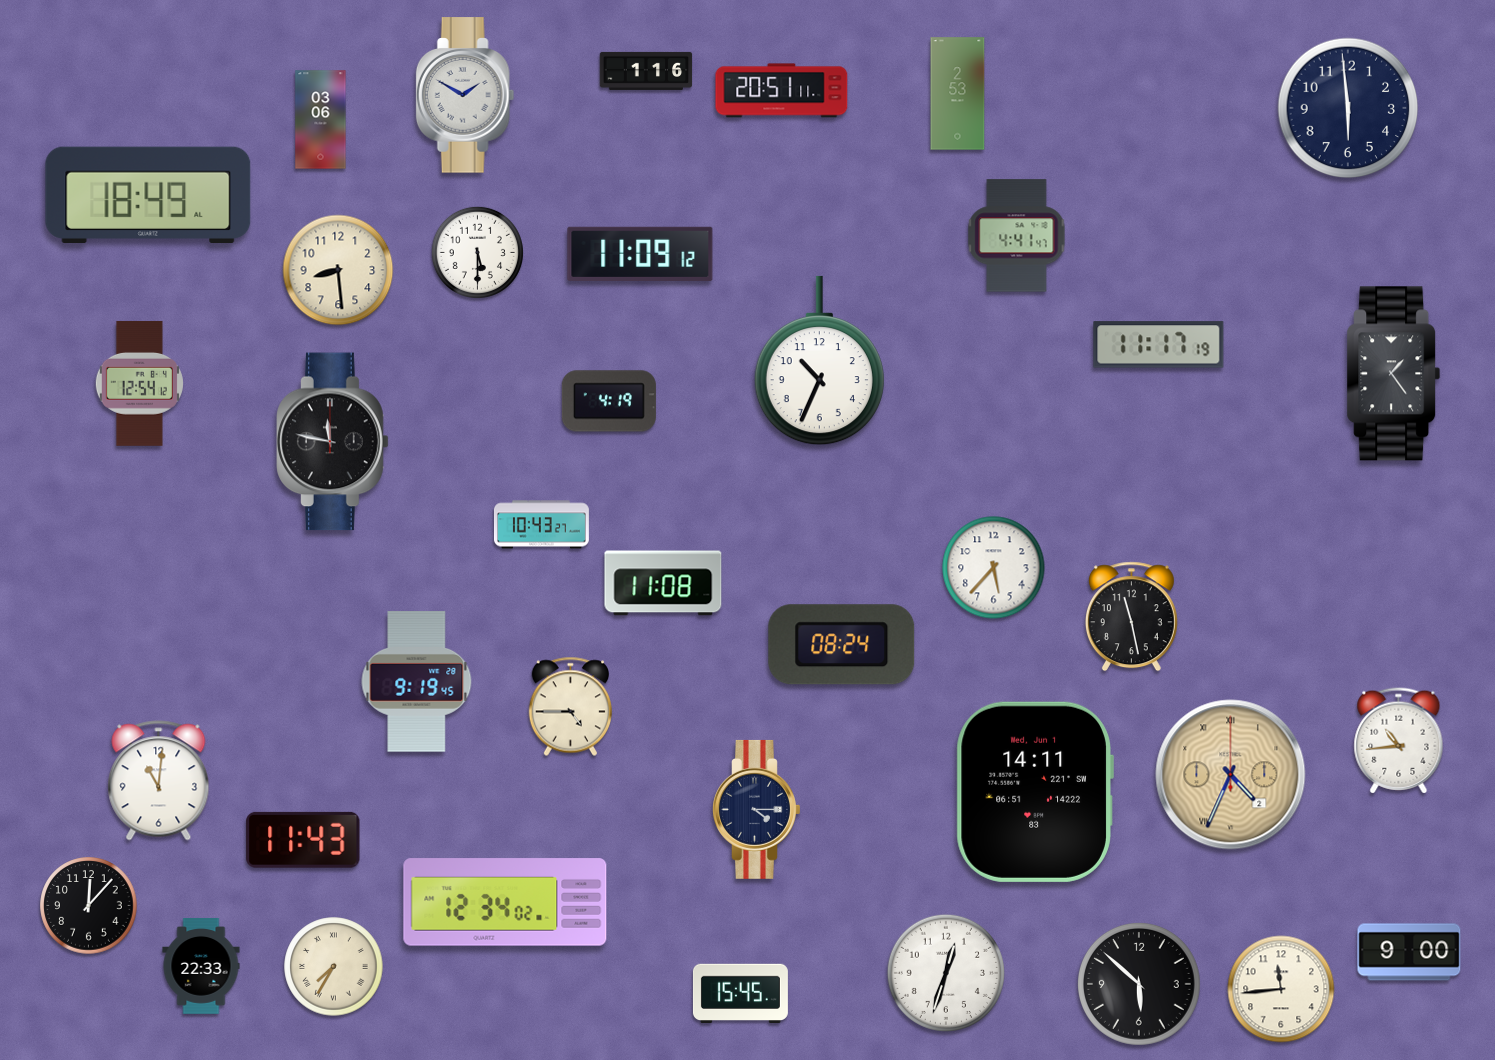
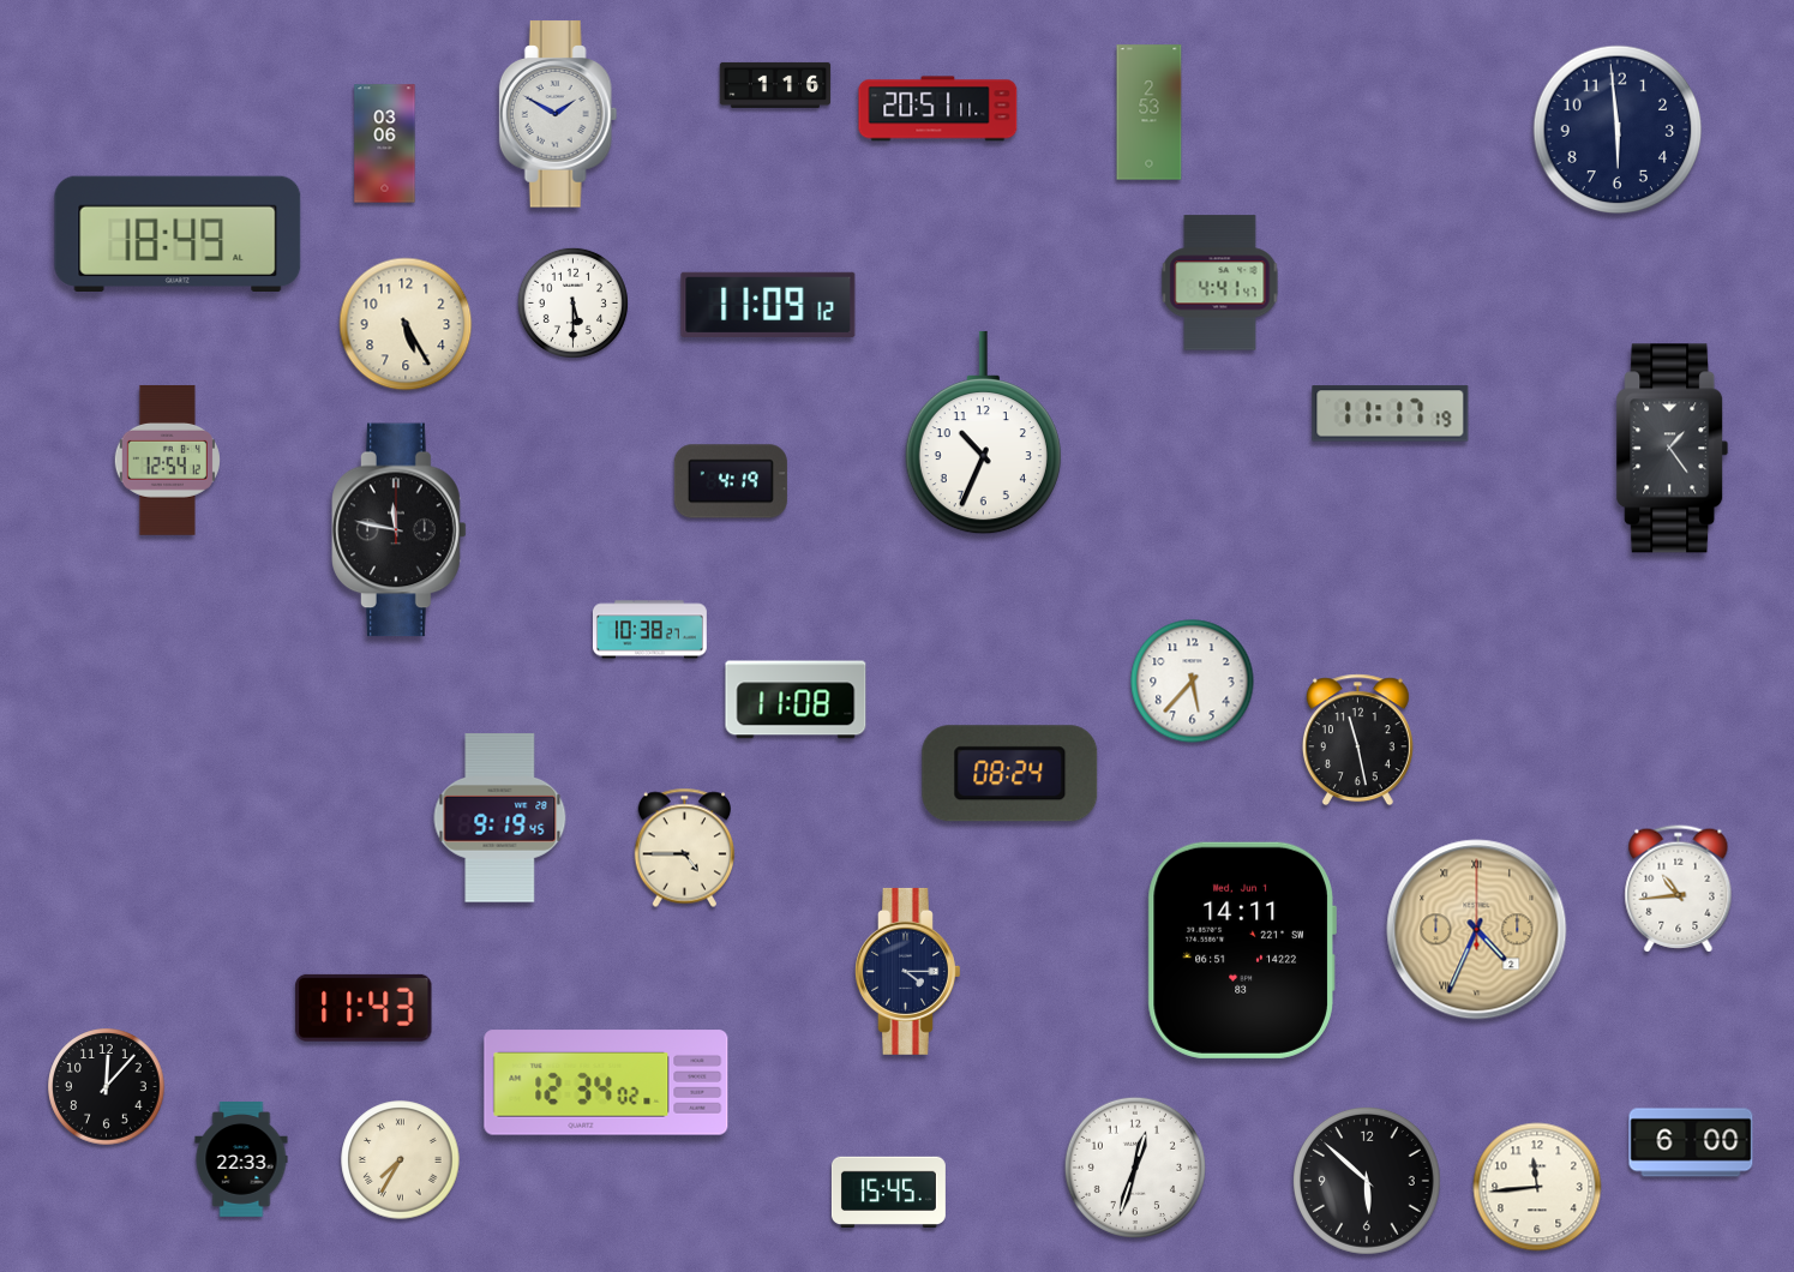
clock at (338, 270): 8:29 -> 5:25
clock at (541, 525): 10:43 -> 10:38
clock at (159, 781): 11:01 -> none
clock at (1409, 952): 9:00 -> 6:00
